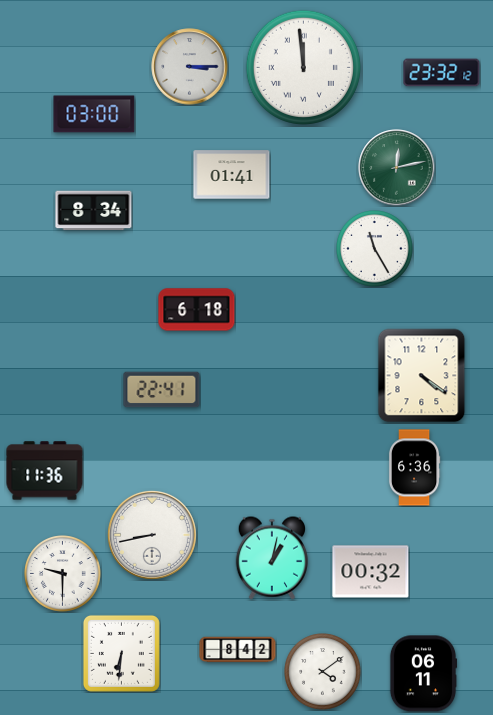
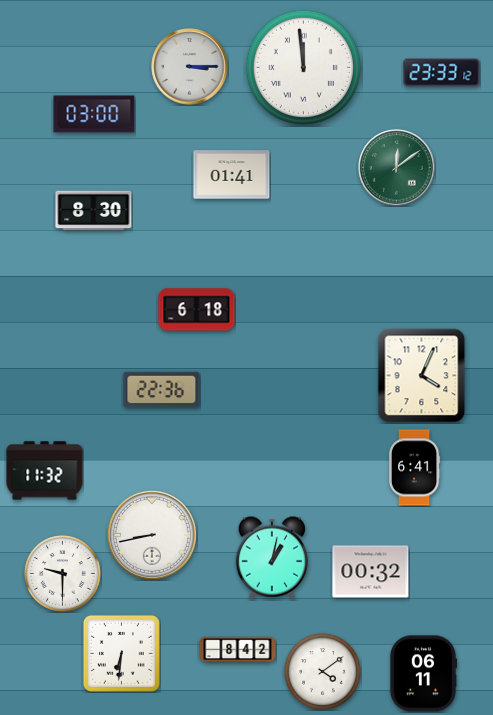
clock at (442, 73): 23:32 -> 23:33
clock at (397, 168): 12:13 -> 12:09
clock at (94, 211): 8:34 -> 8:30
clock at (375, 249): 11:25 -> none
clock at (422, 376): 4:21 -> 4:04
clock at (162, 390): 22:41 -> 22:36
clock at (414, 468): 6:36 -> 6:41
clock at (45, 471): 11:36 -> 11:32
